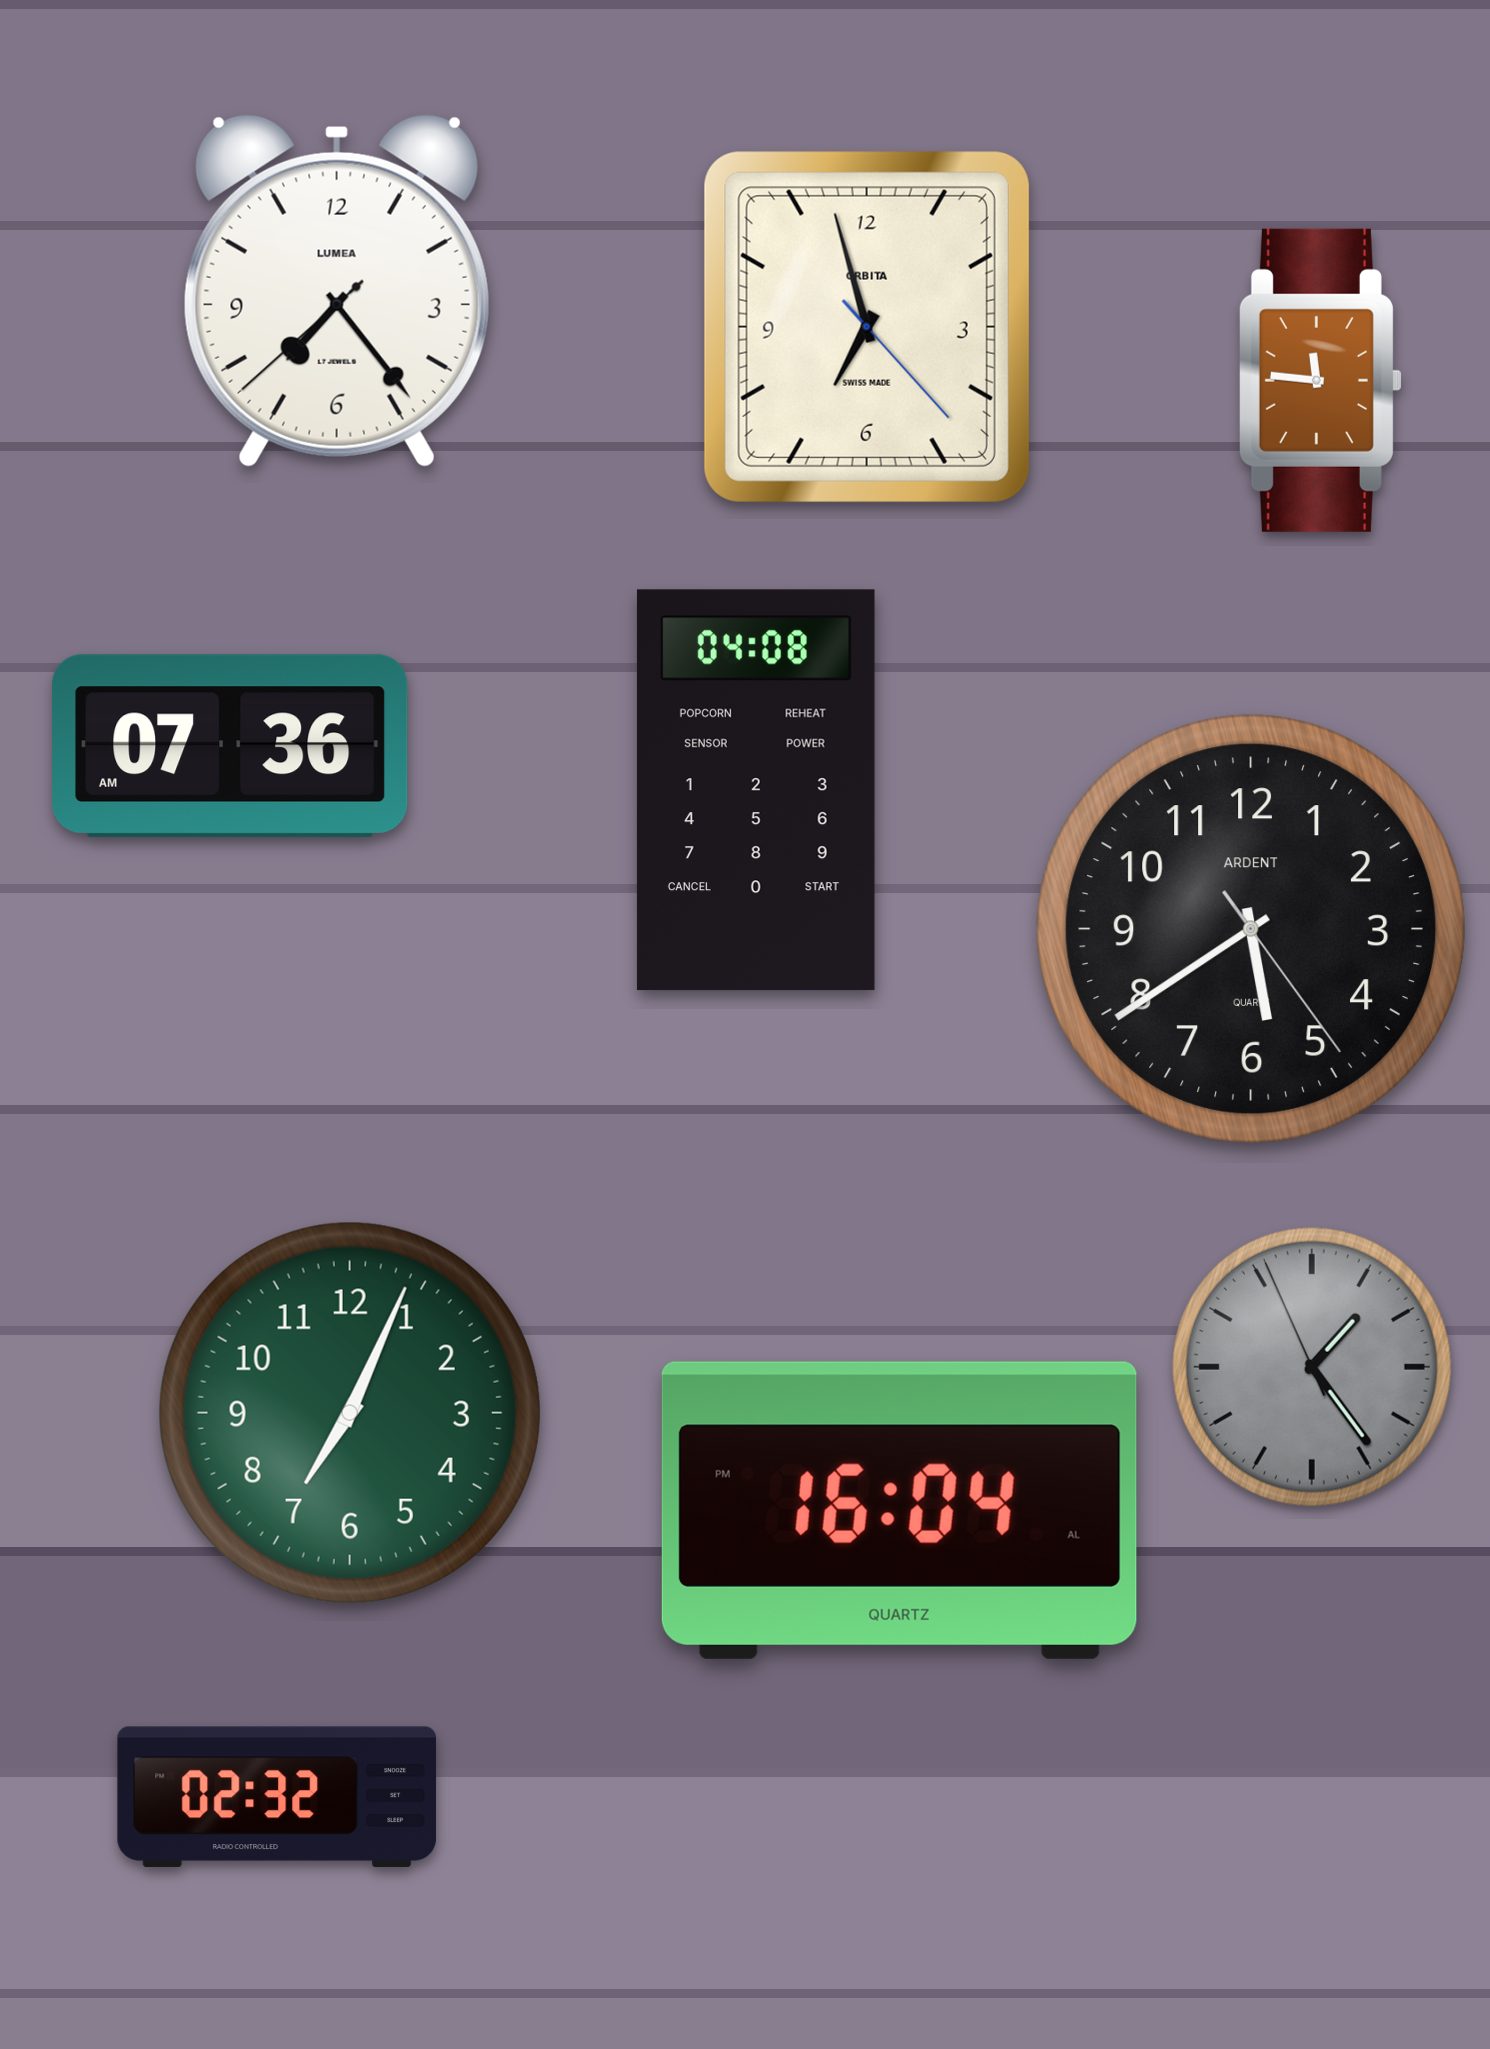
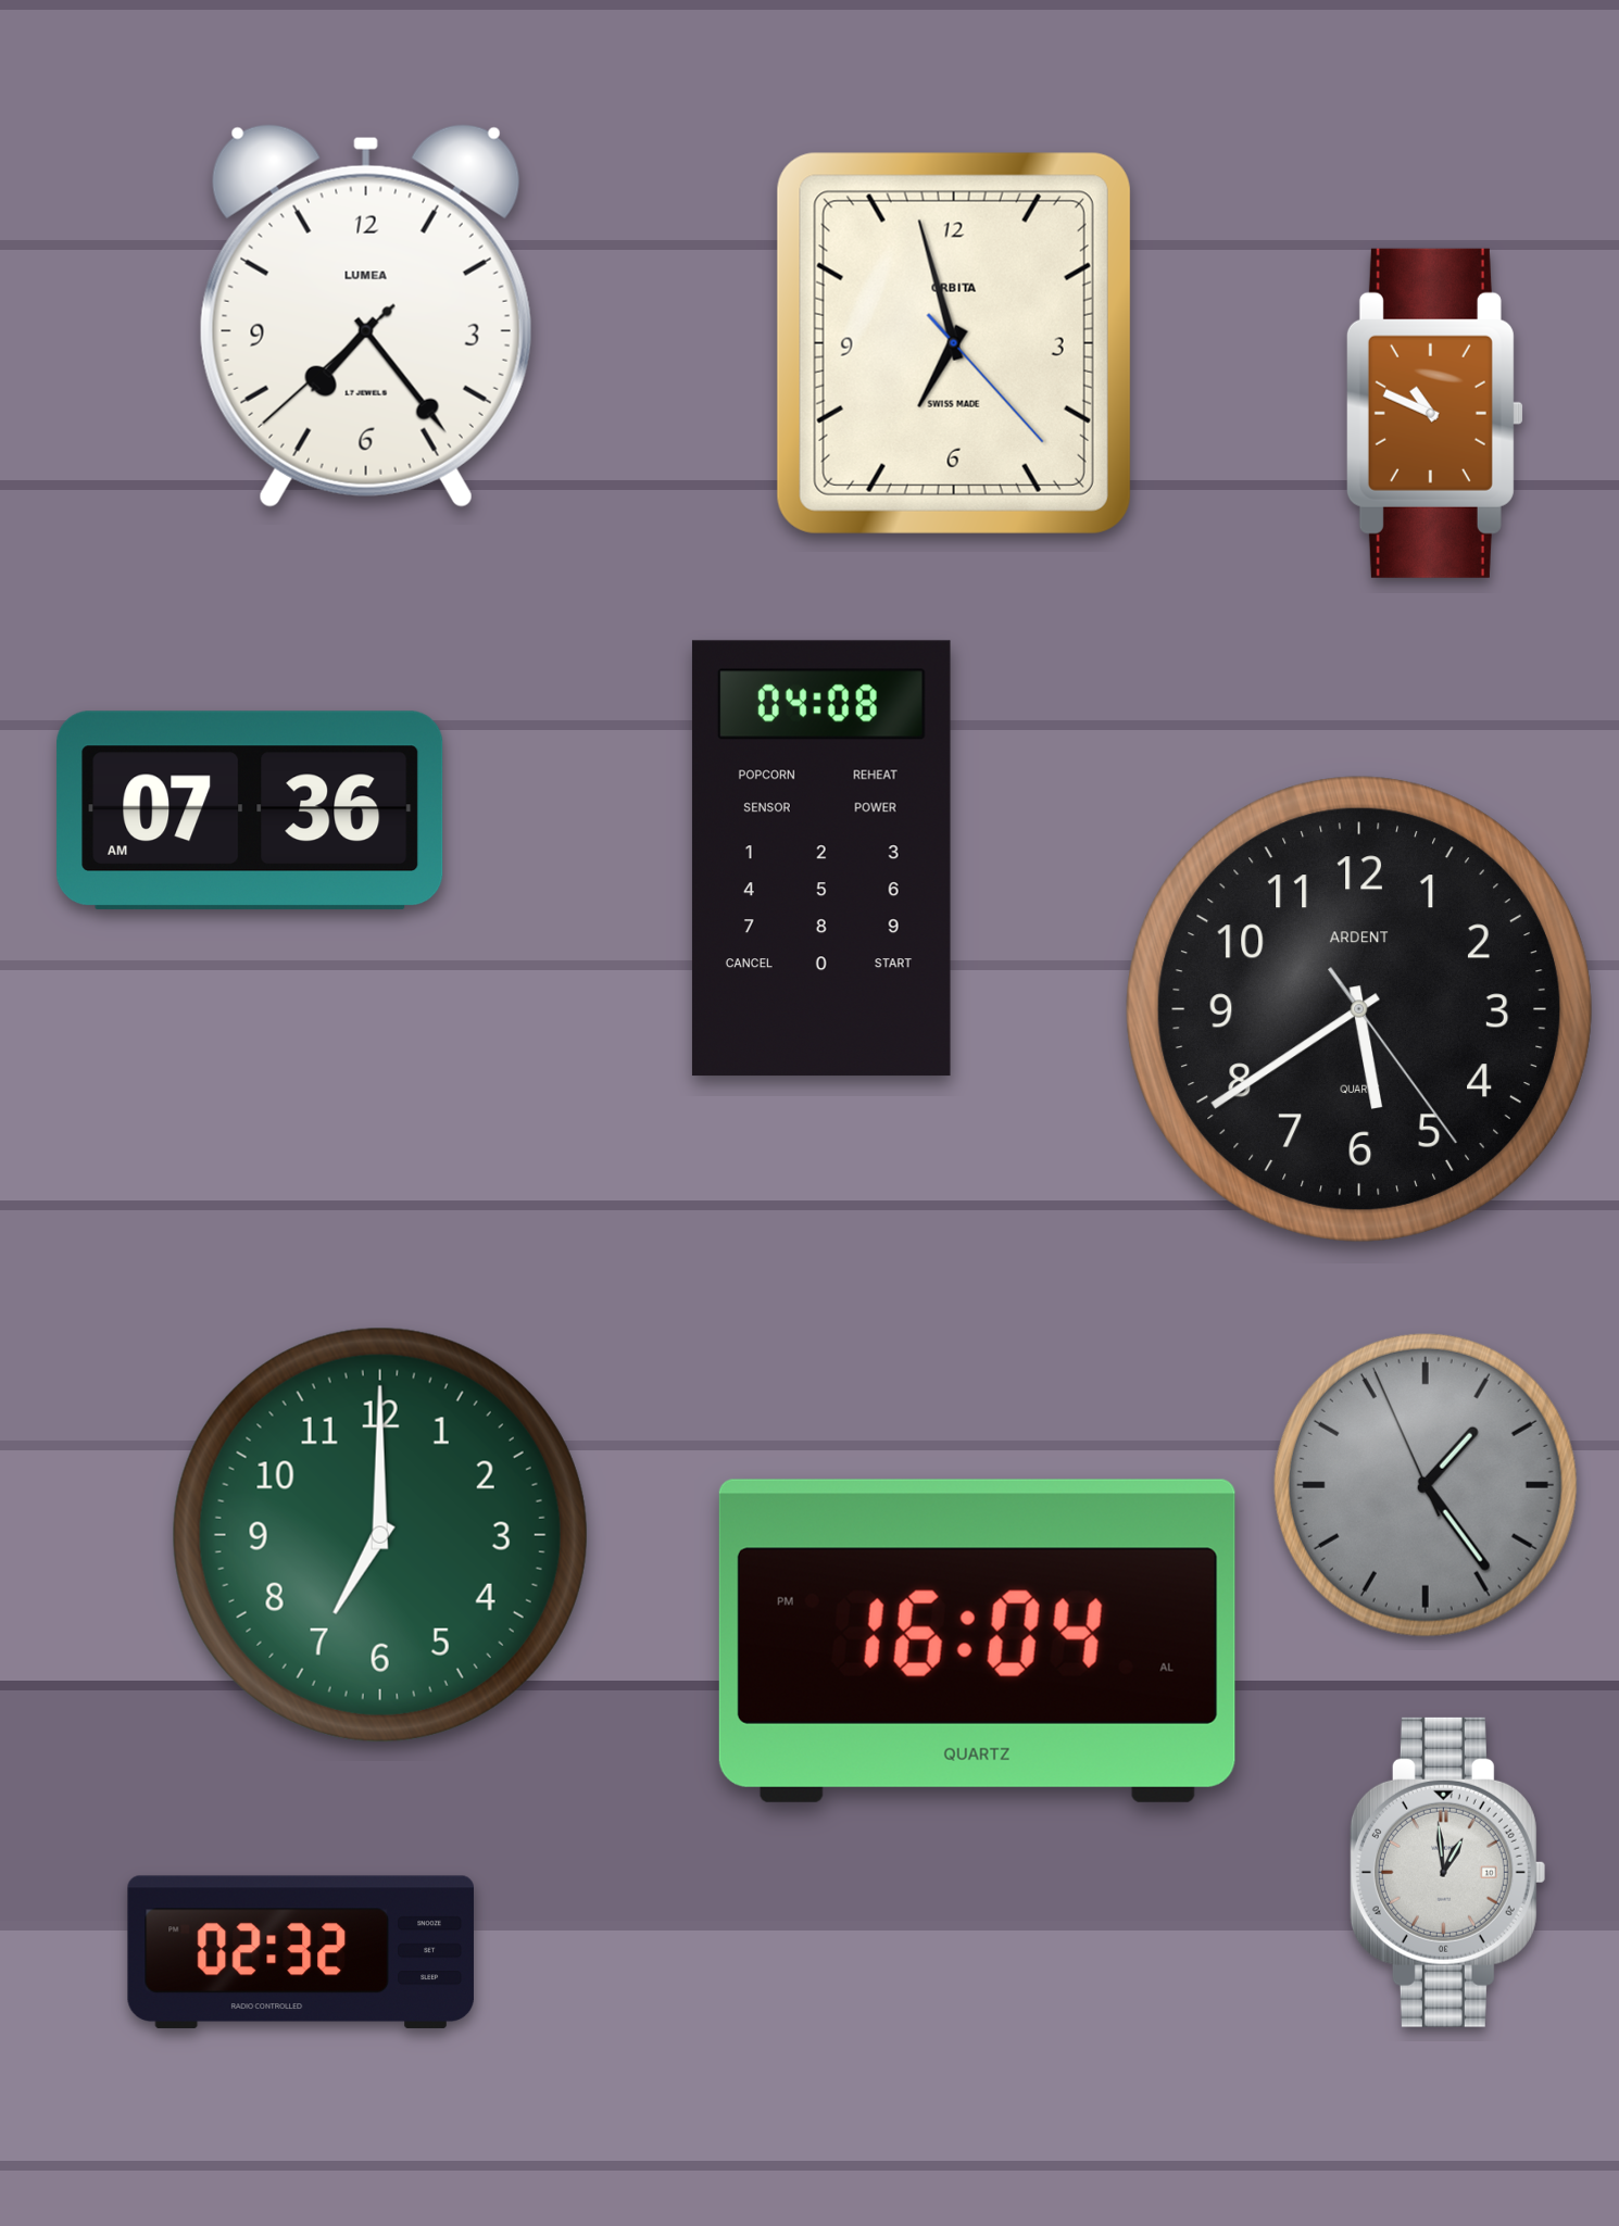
clock at (867, 327) position: (867, 327) -> (954, 343)
clock at (1320, 380): 11:46 -> 10:49
clock at (350, 1413): 7:04 -> 7:00
clock at (1447, 1872): none -> 12:59
